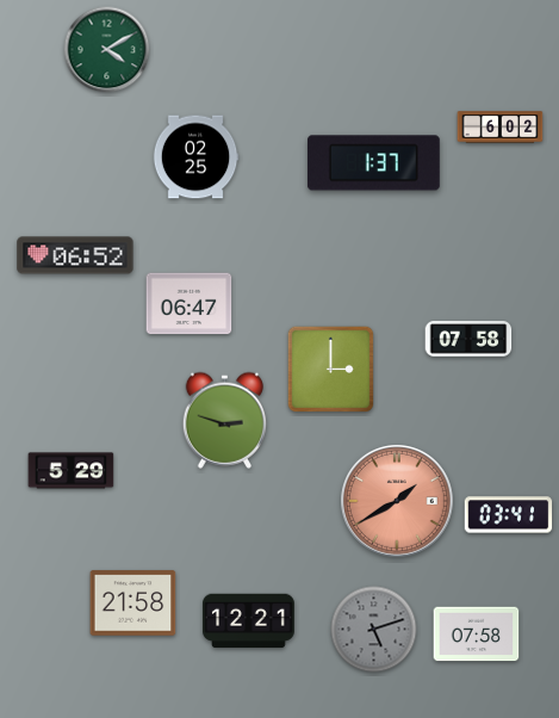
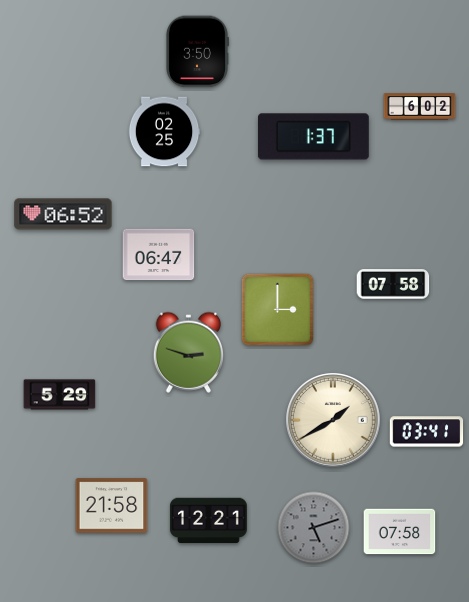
clock at (107, 50): 4:10 -> none
clock at (197, 52): none -> 3:50
clock at (398, 502) dial: salmon -> cream
